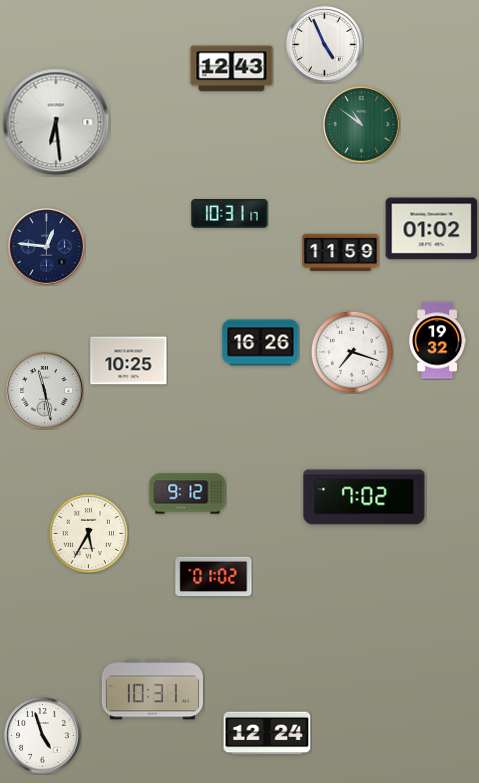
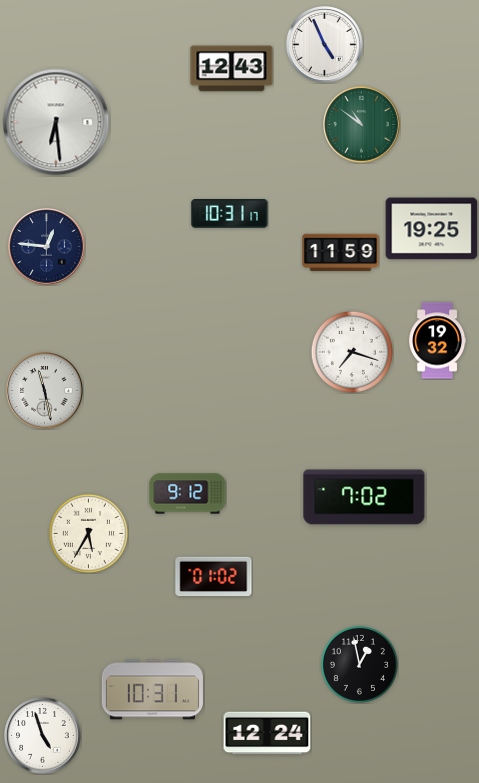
clock at (432, 229): 01:02 -> 19:25
clock at (261, 343): 16:26 -> none
clock at (129, 361): 10:25 -> none
clock at (359, 664): none -> 12:58
